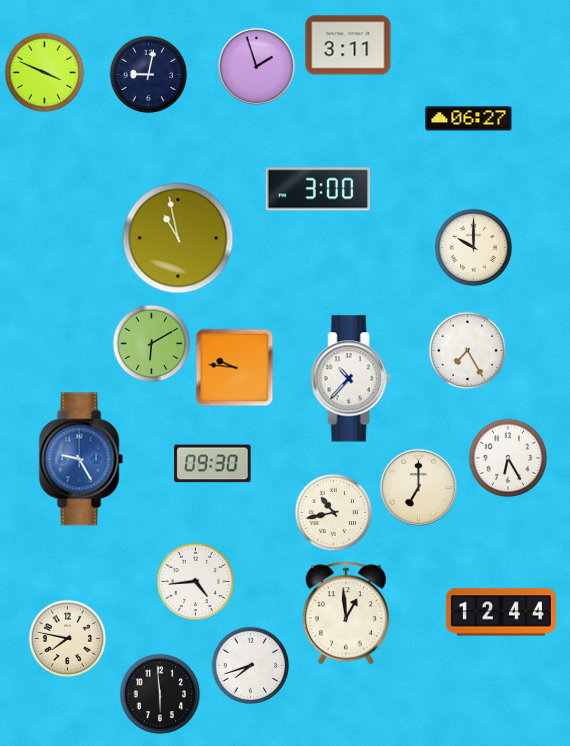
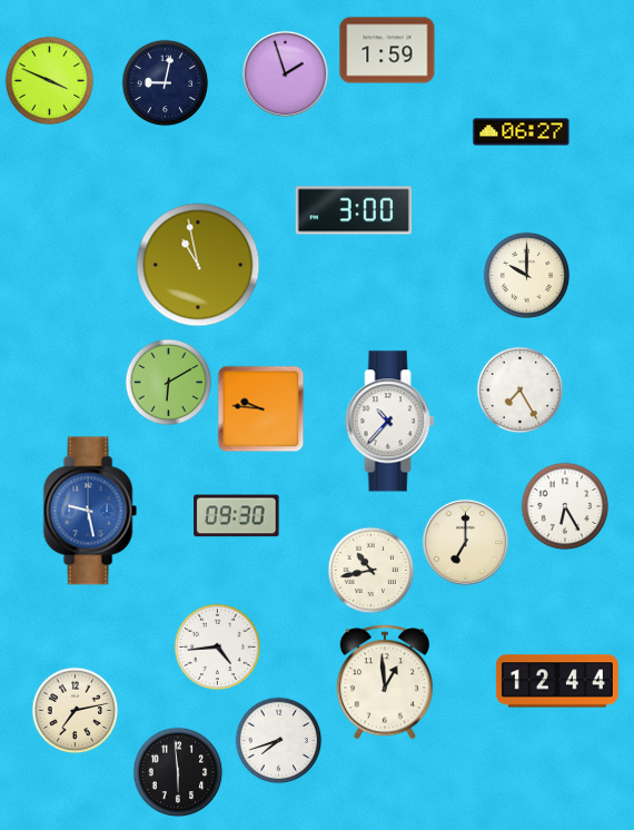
clock at (348, 45): 3:11 -> 1:59
clock at (508, 458) position: (508, 458) -> (565, 506)
clock at (81, 459): 9:25 -> 9:28
clock at (67, 638): 7:47 -> 7:13
